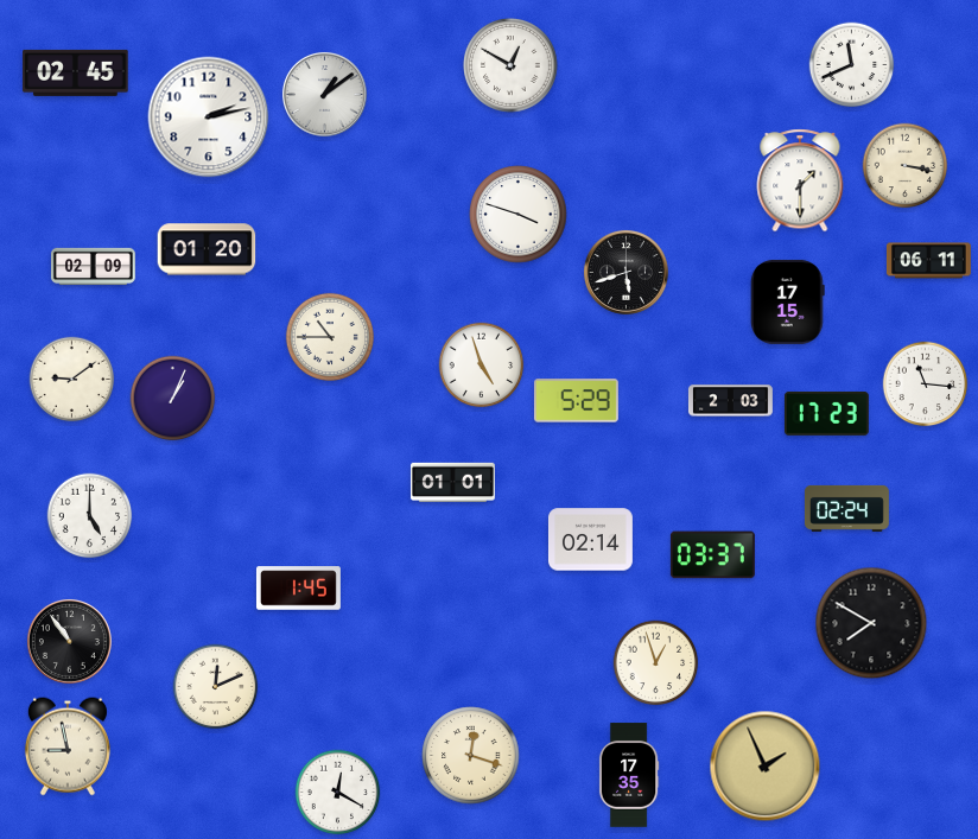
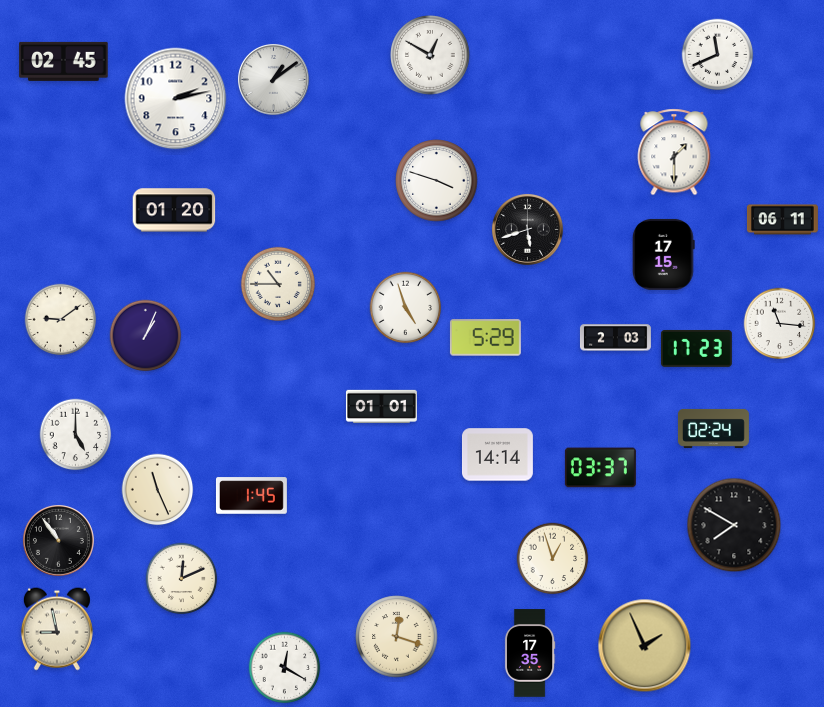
clock at (906, 166): 3:17 -> none
clock at (94, 267): 02:09 -> none
clock at (590, 540): 02:14 -> 14:14
clock at (158, 490): none -> 11:26
